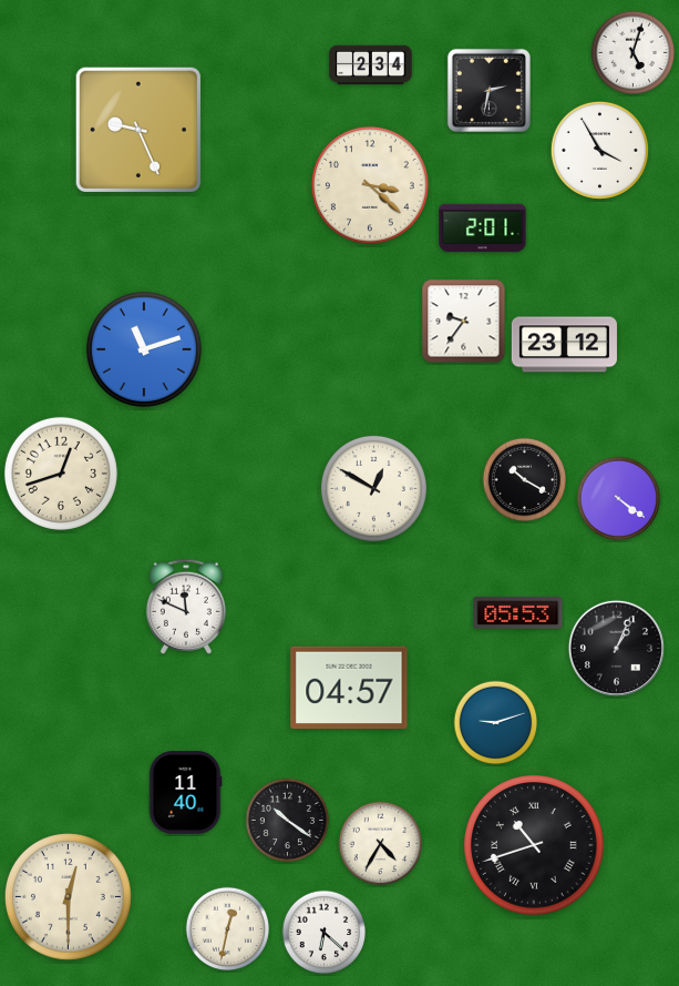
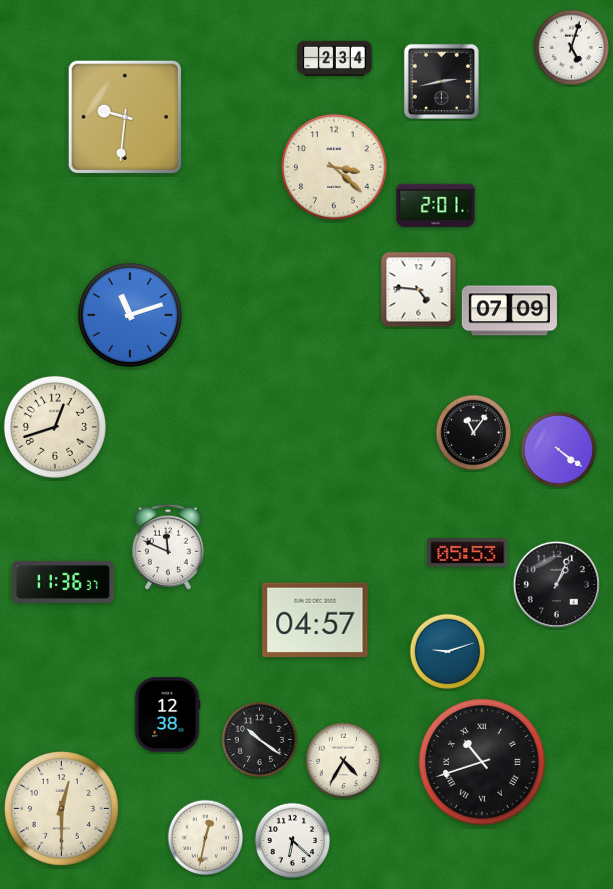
clock at (488, 90): 2:32 -> 2:43
clock at (137, 129): 9:26 -> 9:31
clock at (599, 150): 3:55 -> none
clock at (464, 322): 9:36 -> 4:46
clock at (564, 345): 23:12 -> 07:09
clock at (525, 480): 10:20 -> 11:06
clock at (373, 488): 12:50 -> none
clock at (63, 582): none -> 11:36
clock at (185, 793): 11:40 -> 12:38
